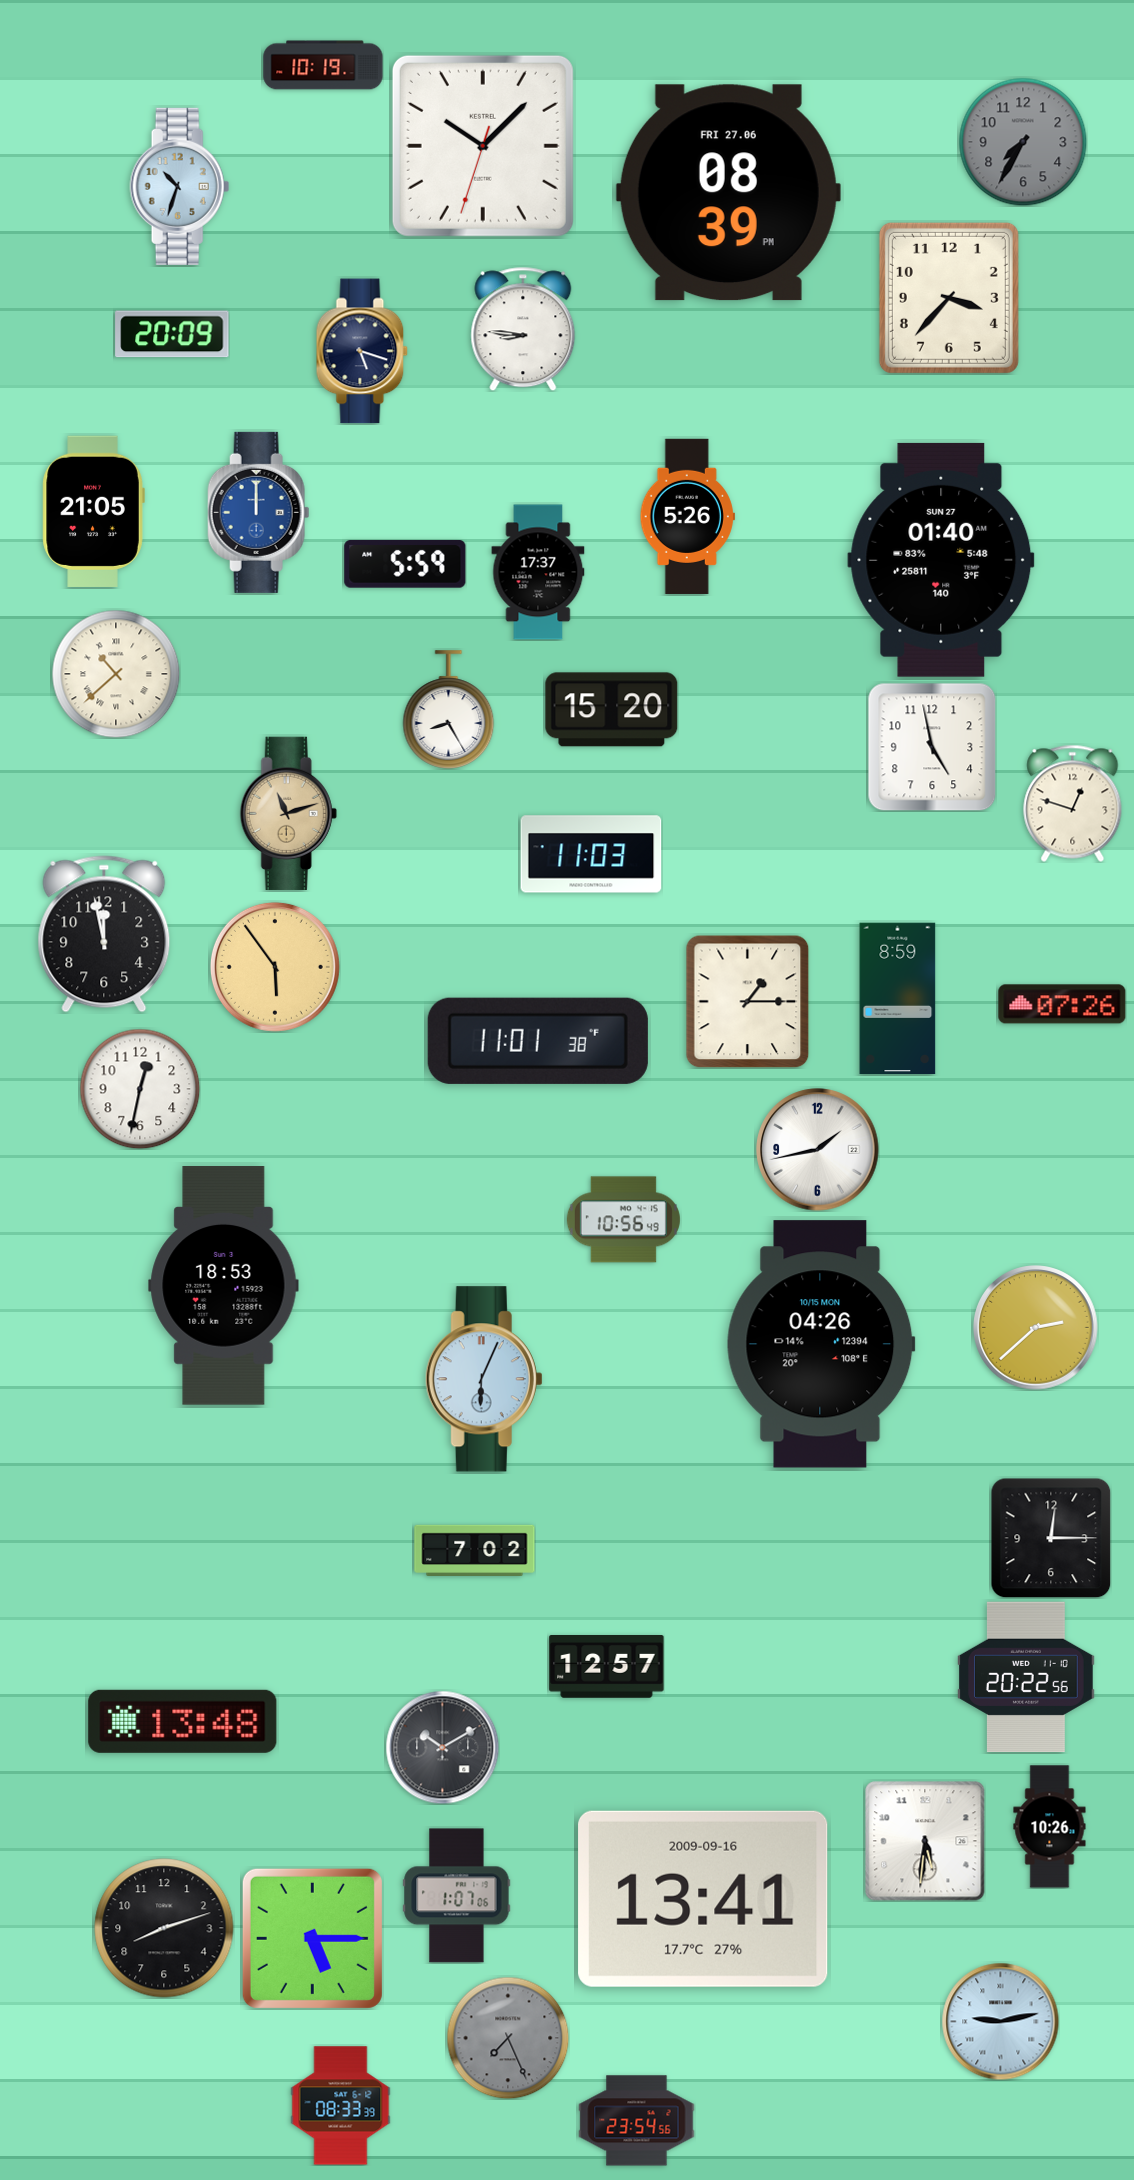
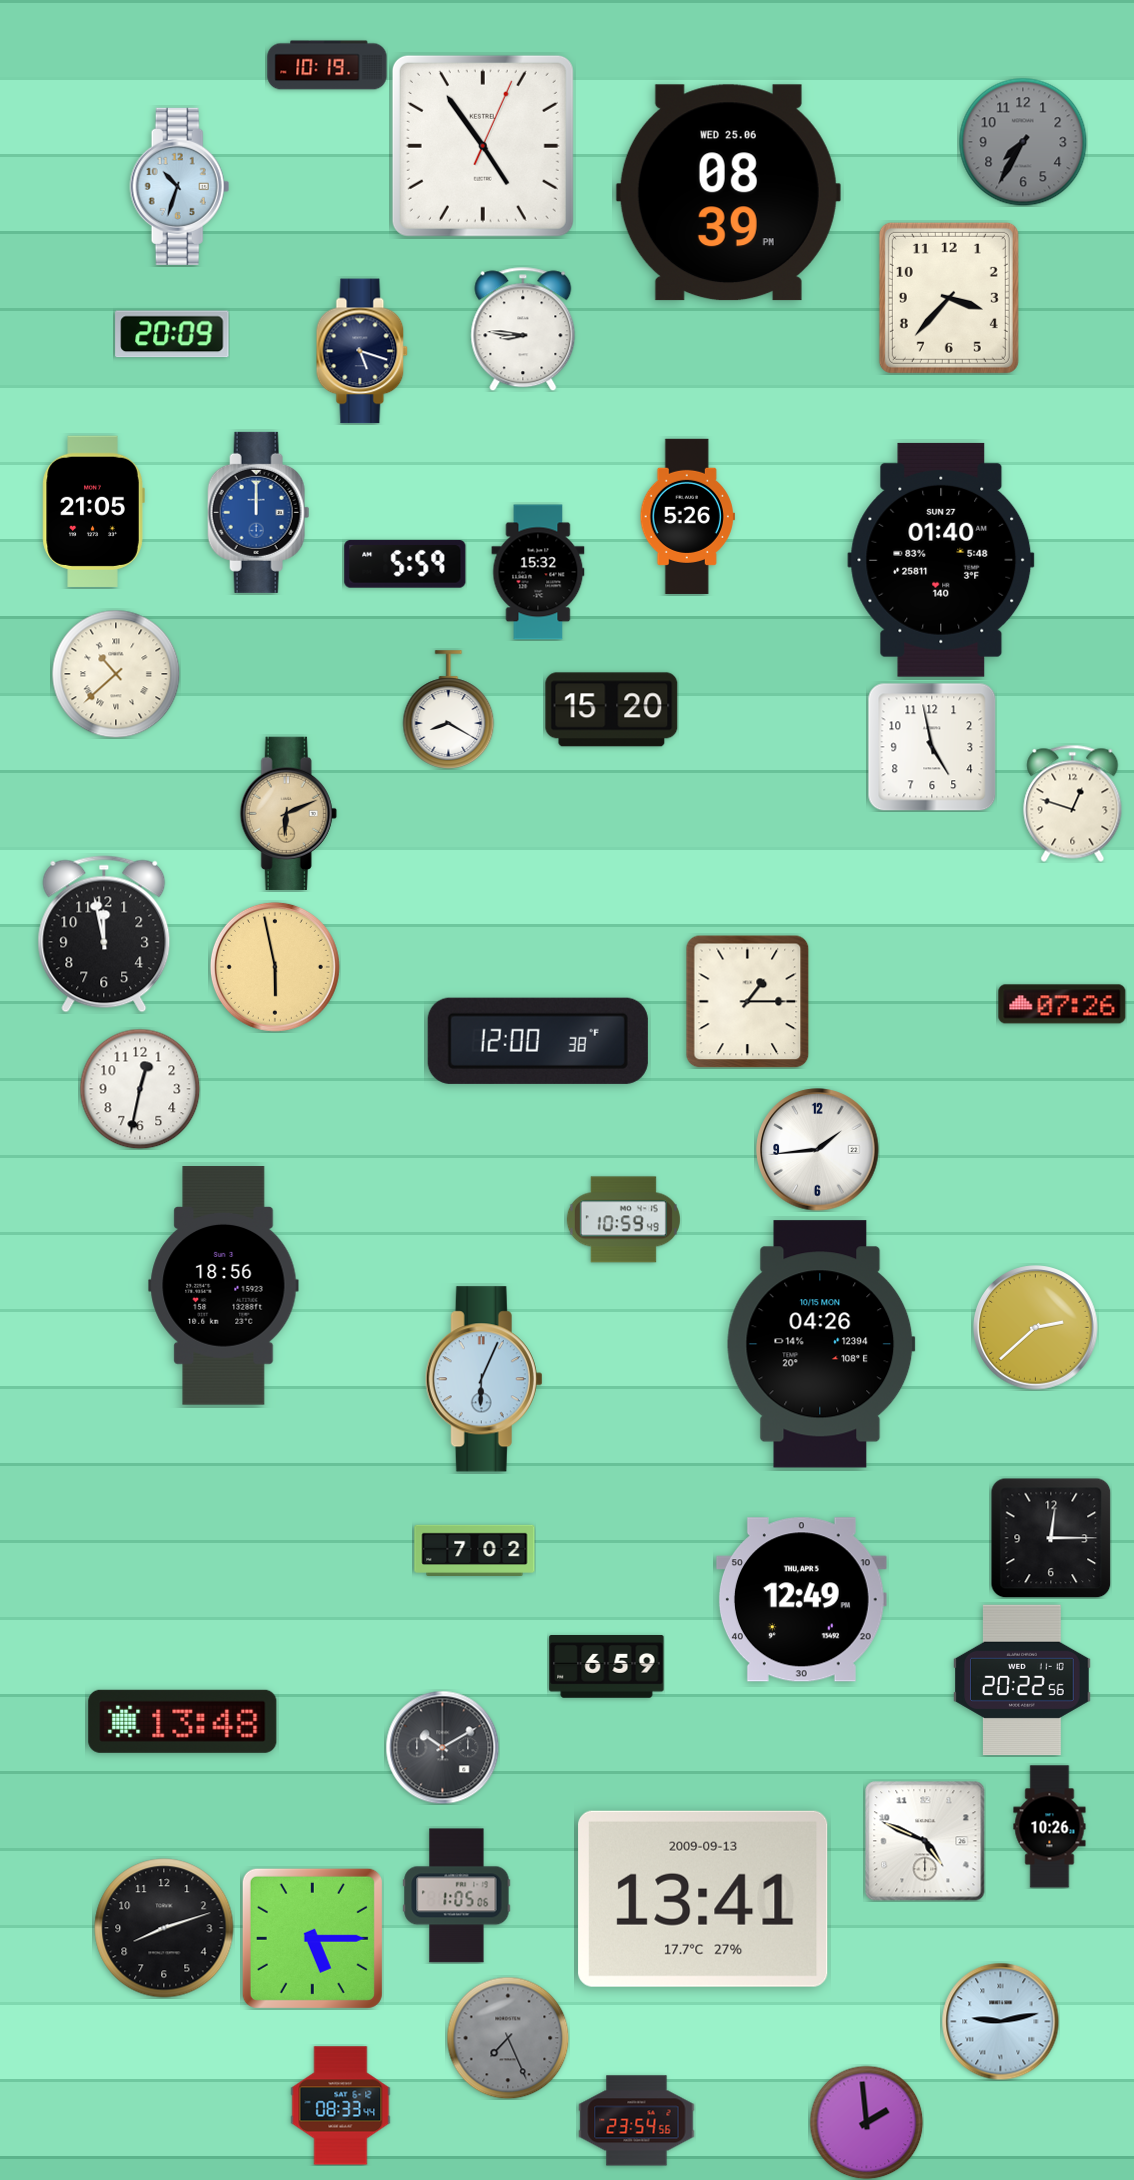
clock at (323, 65) position: (323, 65) -> (327, 65)
clock at (483, 146): 10:07 -> 4:54
clock at (728, 193) date: FRI 27.06 -> WED 25.06
clock at (538, 572): 17:37 -> 15:32
clock at (449, 710): 8:25 -> 8:20
clock at (288, 813): 11:12 -> 6:11
clock at (591, 854): 11:03 -> none
clock at (275, 967): 5:54 -> 5:58
clock at (898, 999): 8:59 -> none
clock at (538, 1041): 11:01 -> 12:00
clock at (818, 1150): 1:43 -> 1:44
clock at (623, 1220): 10:56 -> 10:59
clock at (224, 1286): 18:53 -> 18:56
clock at (801, 1600): none -> 12:49
clock at (607, 1667): 12:57 -> 6:59
clock at (1026, 1677) position: (1026, 1677) -> (1022, 1680)
clock at (925, 1841): 5:31 -> 4:49
clock at (457, 1896): 1:07 -> 1:05
clock at (703, 1899) date: 2009-09-16 -> 2009-09-13
clock at (341, 2106): 08:33:39 -> 08:33:44
clock at (866, 2122): none -> 1:59
